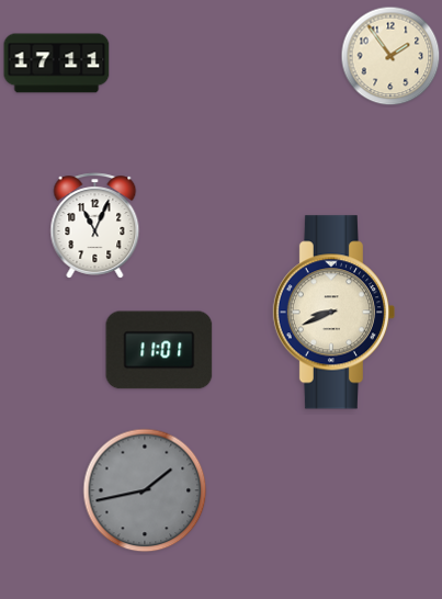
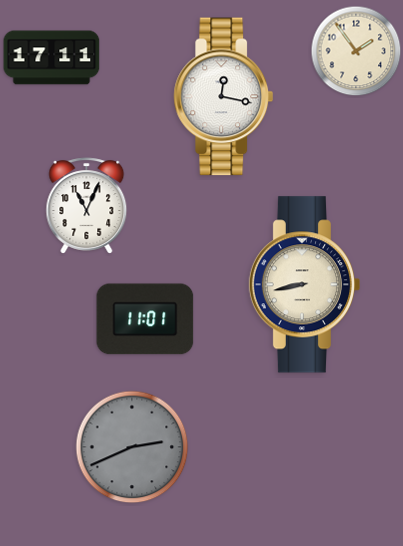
clock at (224, 97): none -> 12:17
clock at (335, 313): 8:41 -> 8:43
clock at (145, 490): 1:43 -> 2:41
